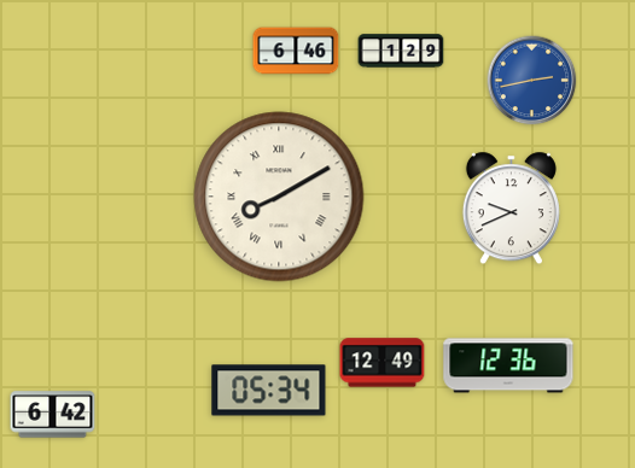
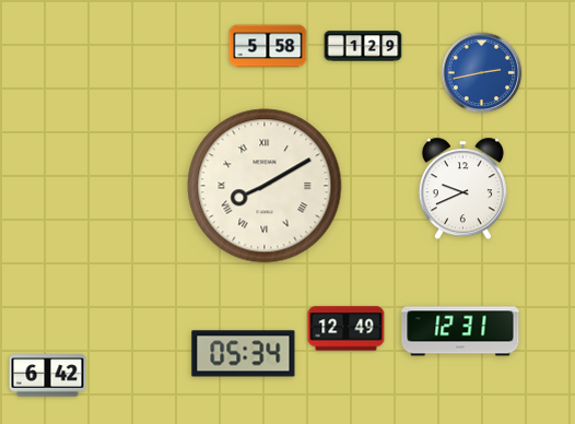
clock at (296, 51): 6:46 -> 5:58
clock at (279, 197) position: (279, 197) -> (265, 186)
clock at (508, 365): 12:36 -> 12:31
